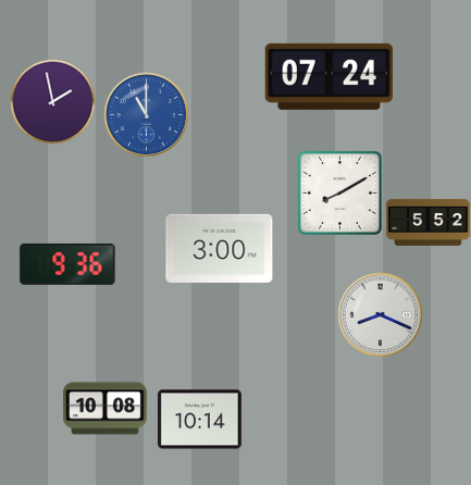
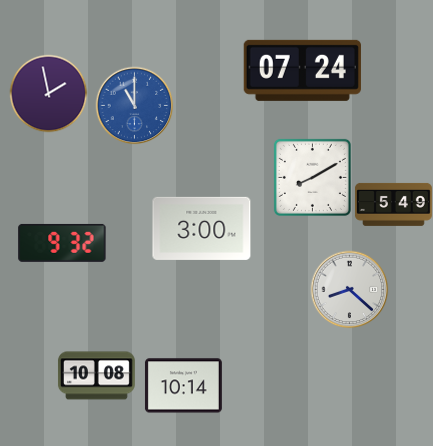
clock at (429, 222): 5:52 -> 5:49
clock at (67, 264): 9:36 -> 9:32
clock at (380, 314): 8:19 -> 8:22
